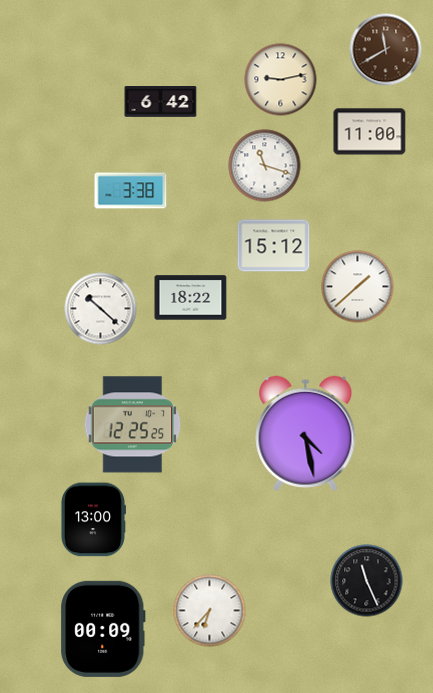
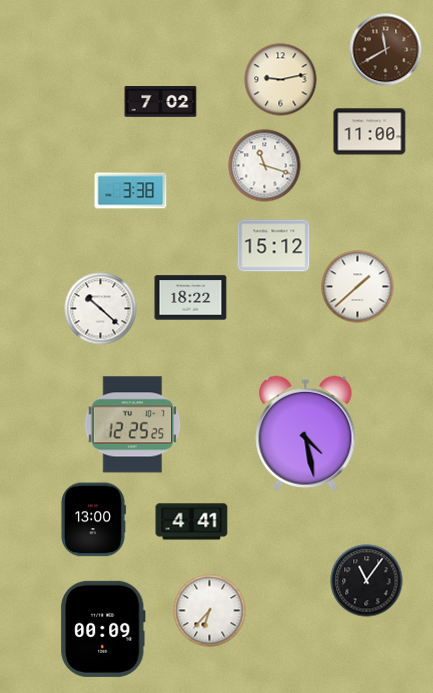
clock at (161, 102): 6:42 -> 7:02
clock at (192, 522): none -> 4:41
clock at (367, 581): 11:26 -> 11:06
